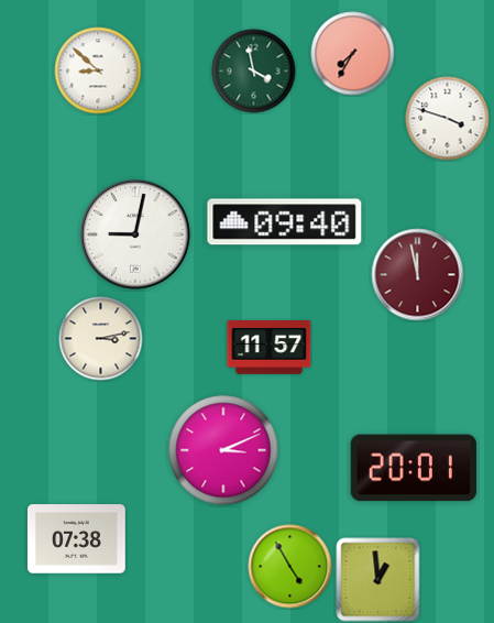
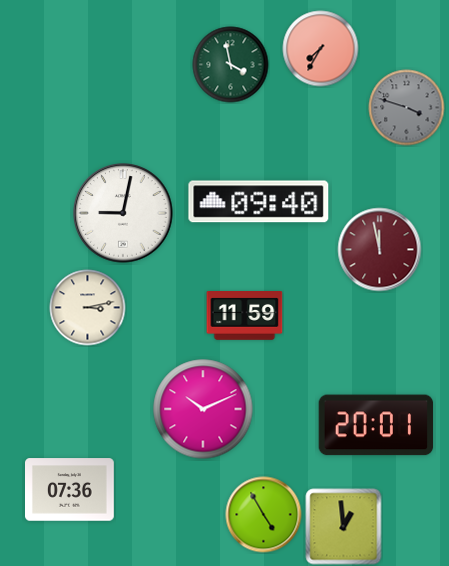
clock at (98, 70): 8:52 -> none
clock at (448, 119) dial: white -> grey
clock at (101, 339) position: (101, 339) -> (88, 308)
clock at (270, 348): 11:57 -> 11:59
clock at (223, 450): 3:11 -> 10:11
clock at (77, 539): 07:38 -> 07:36
